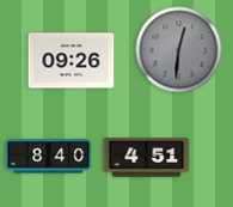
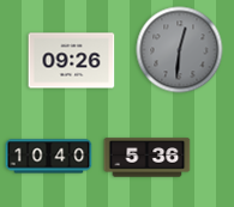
clock at (49, 157): 8:40 -> 10:40
clock at (147, 158): 4:51 -> 5:36
